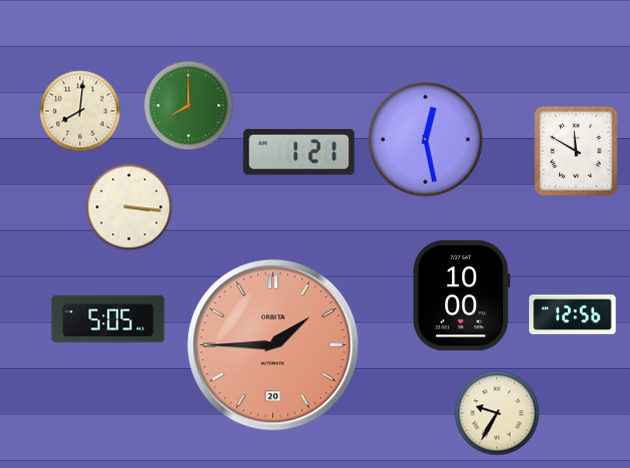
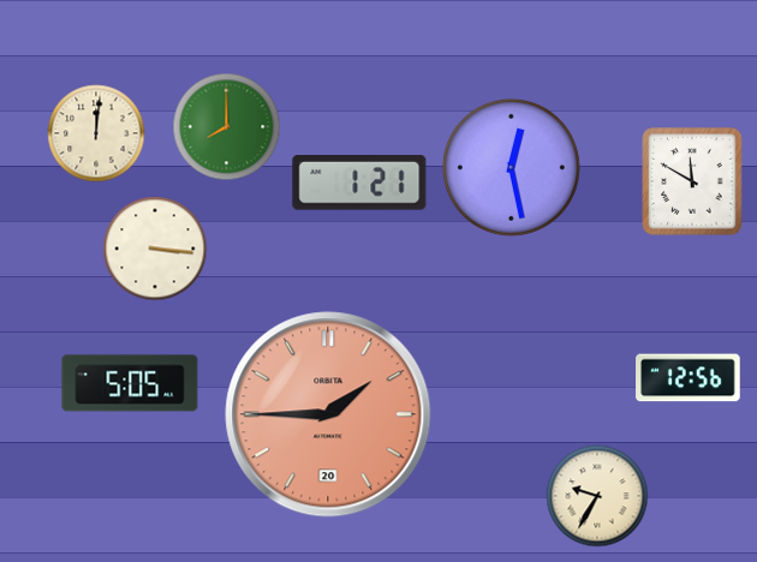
clock at (80, 111): 8:01 -> 12:01
clock at (462, 296): 10:00 -> none
